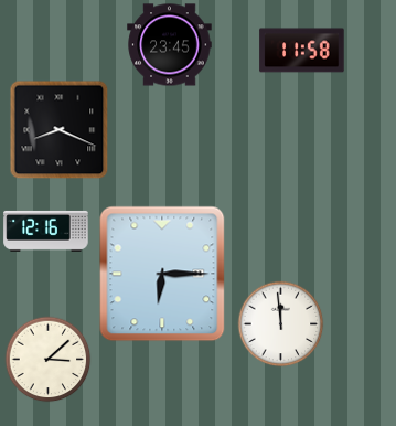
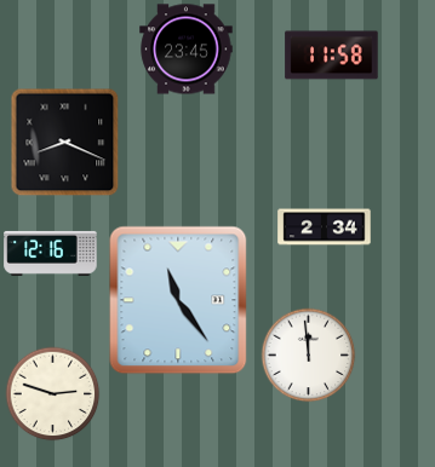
clock at (325, 227): none -> 2:34
clock at (162, 274): 6:15 -> 11:24
clock at (47, 359): 3:08 -> 2:48
